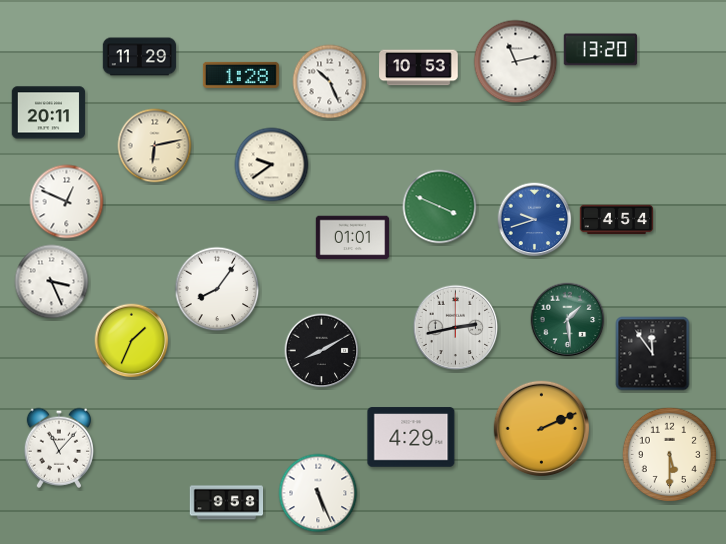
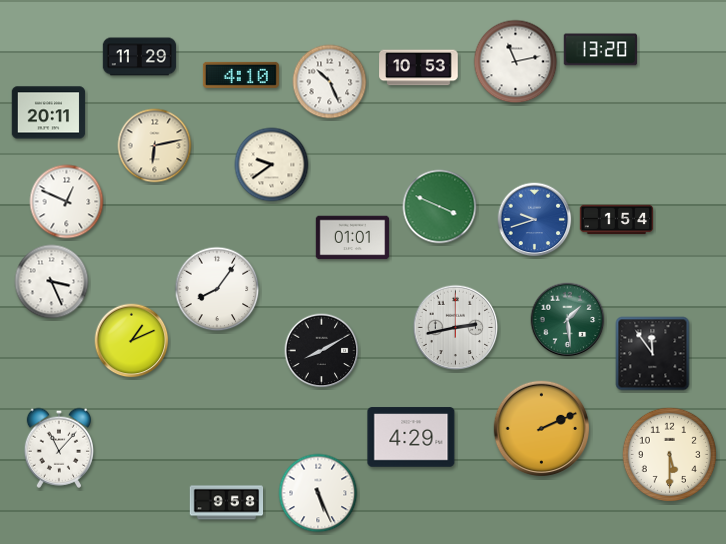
clock at (241, 75): 1:28 -> 4:10
clock at (617, 220): 4:54 -> 1:54
clock at (132, 341): 1:34 -> 1:11
